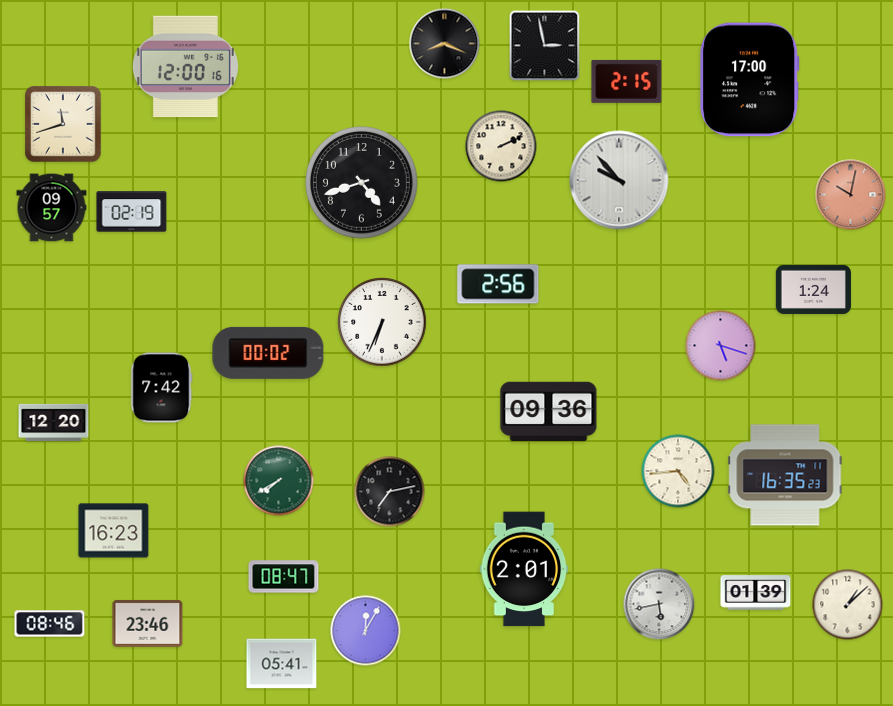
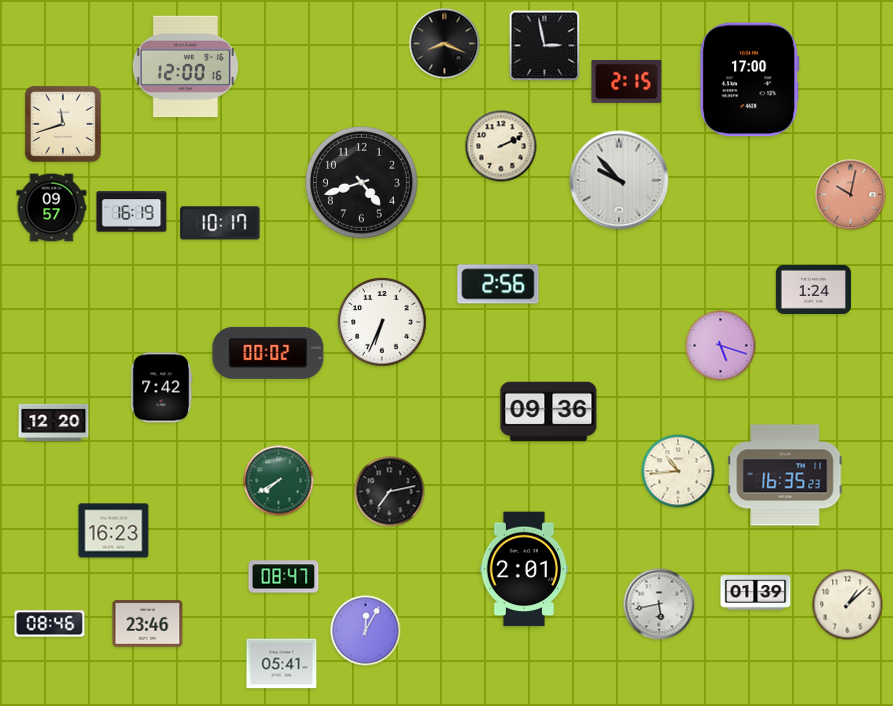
clock at (132, 212): 02:19 -> 16:19
clock at (220, 223): none -> 10:17
clock at (678, 471): 4:44 -> 10:44
